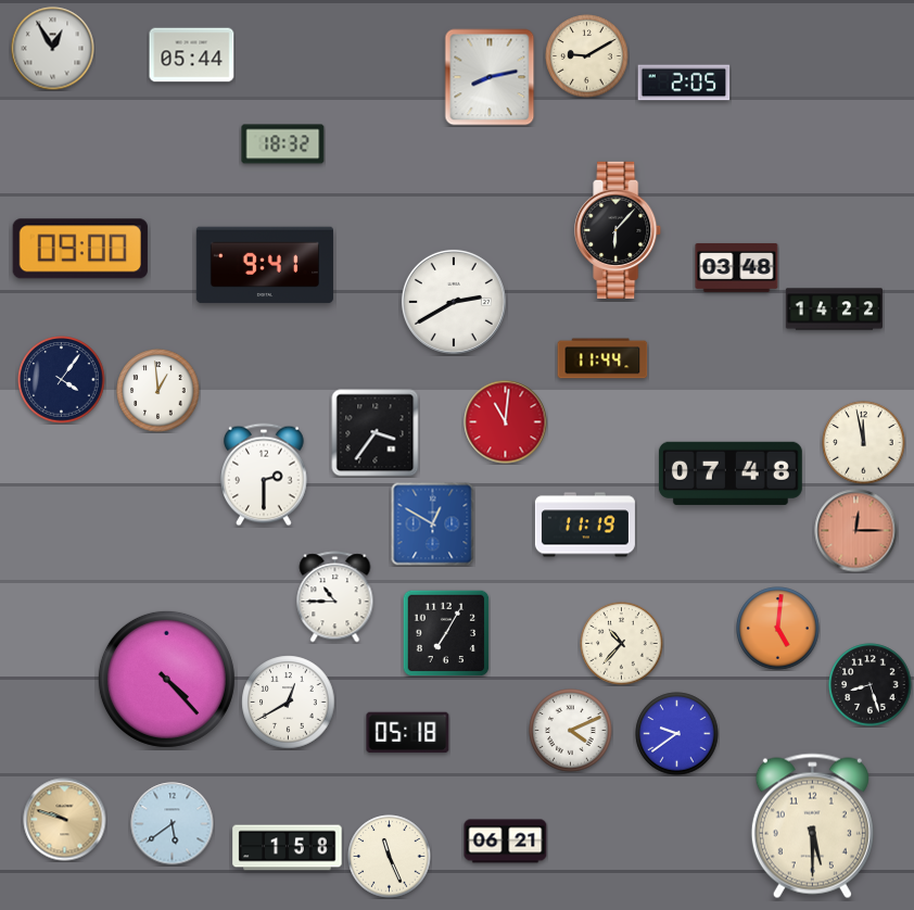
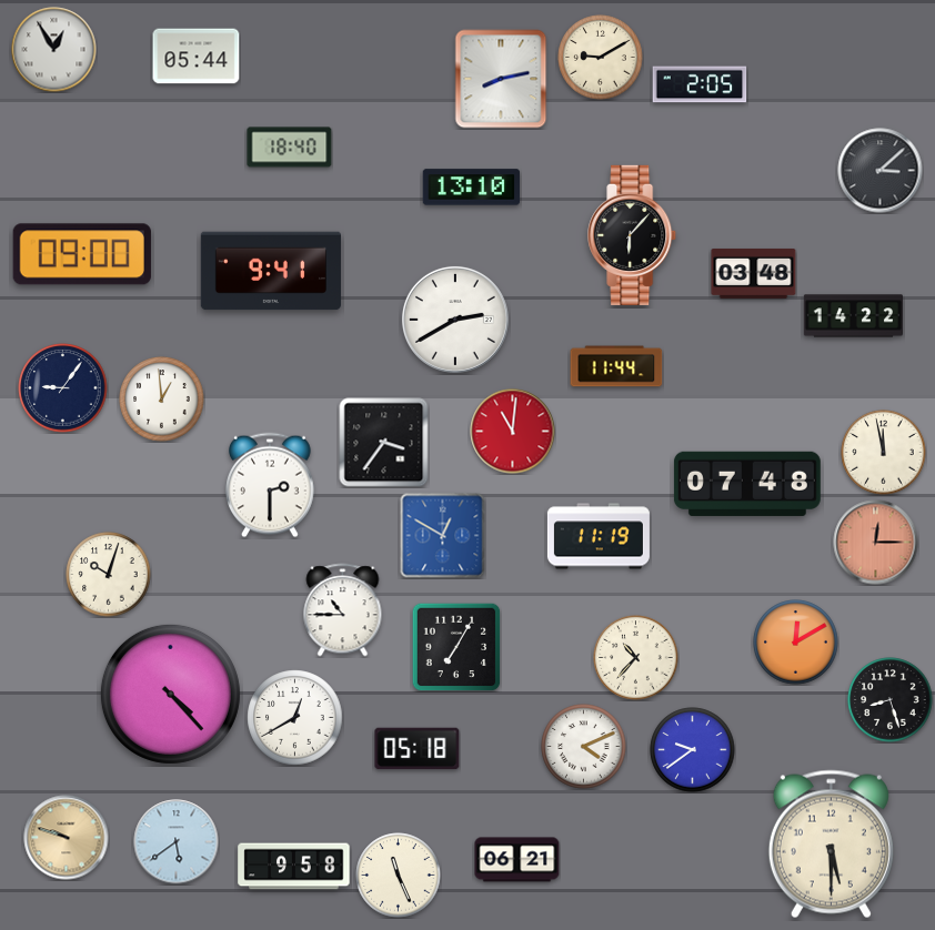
clock at (283, 144): 18:32 -> 18:40
clock at (881, 171): none -> 3:08
clock at (472, 188): none -> 13:10
clock at (454, 302) position: (454, 302) -> (455, 320)
clock at (62, 380): 4:06 -> 9:06
clock at (506, 422) position: (506, 422) -> (513, 432)
clock at (109, 575): none -> 10:03
clock at (778, 629): 5:01 -> 12:10
clock at (288, 848): 1:58 -> 9:58
